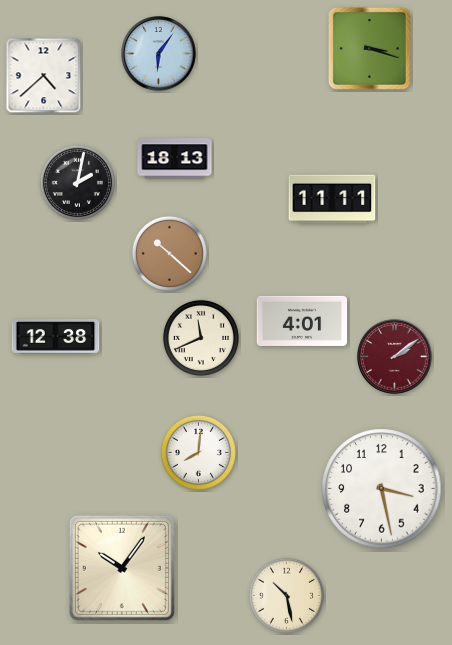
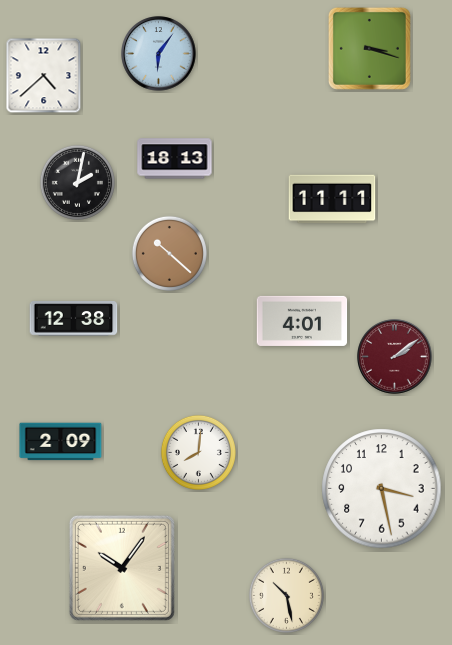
clock at (56, 337) position: (56, 337) -> (74, 319)
clock at (201, 338): 11:41 -> none
clock at (61, 442): none -> 2:09
